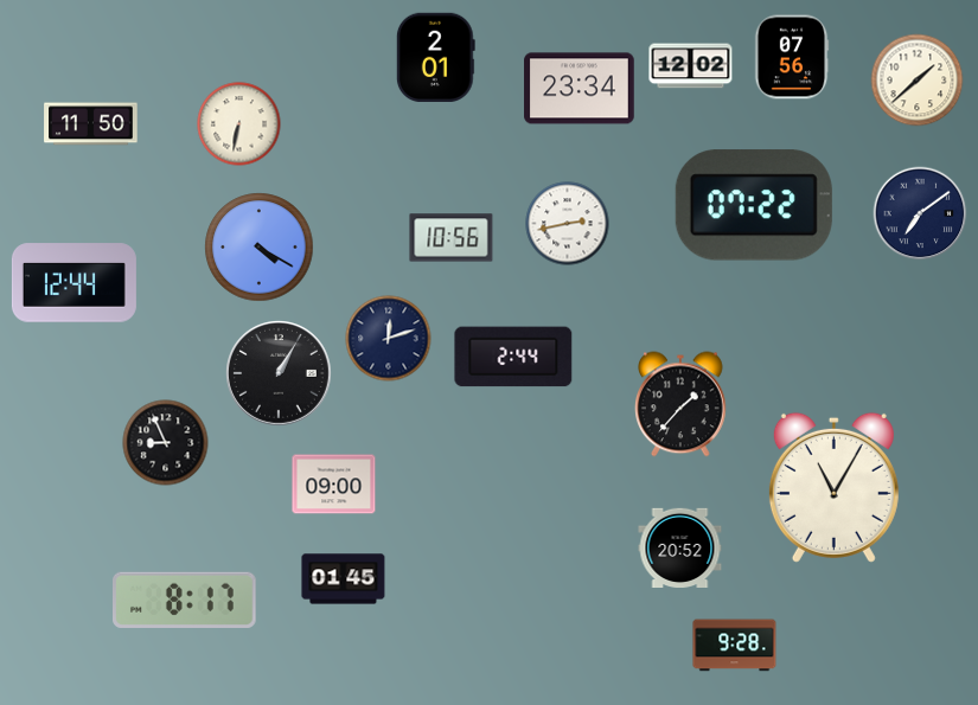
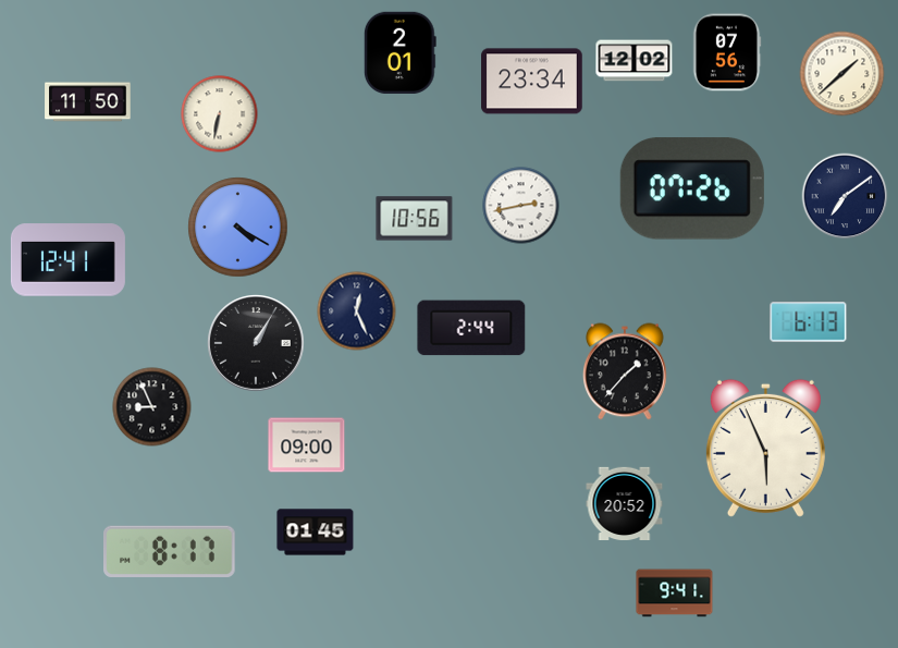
clock at (91, 124) position: (91, 124) -> (88, 102)
clock at (754, 205): 07:22 -> 07:26
clock at (73, 283): 12:44 -> 12:41
clock at (389, 339): 12:12 -> 12:26
clock at (809, 322): none -> 6:13
clock at (833, 487): 11:05 -> 5:56
clock at (735, 646): 9:28 -> 9:41
